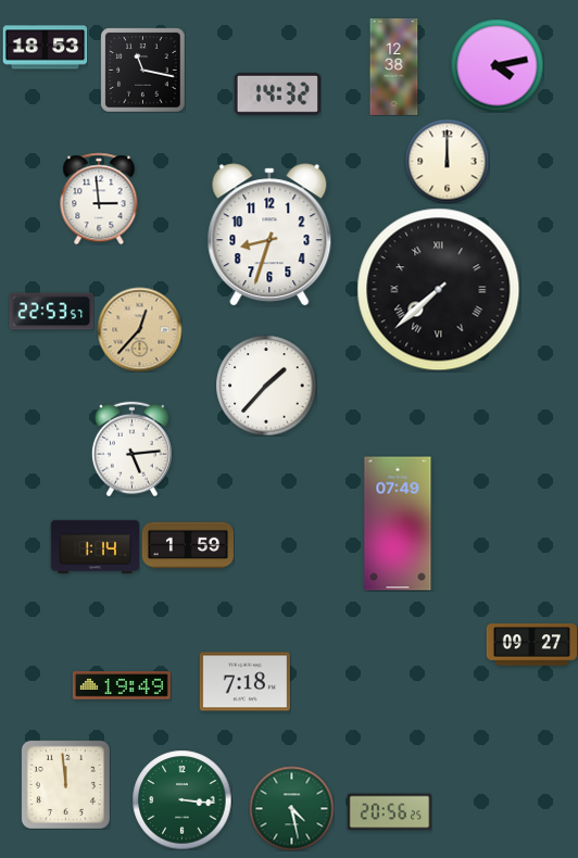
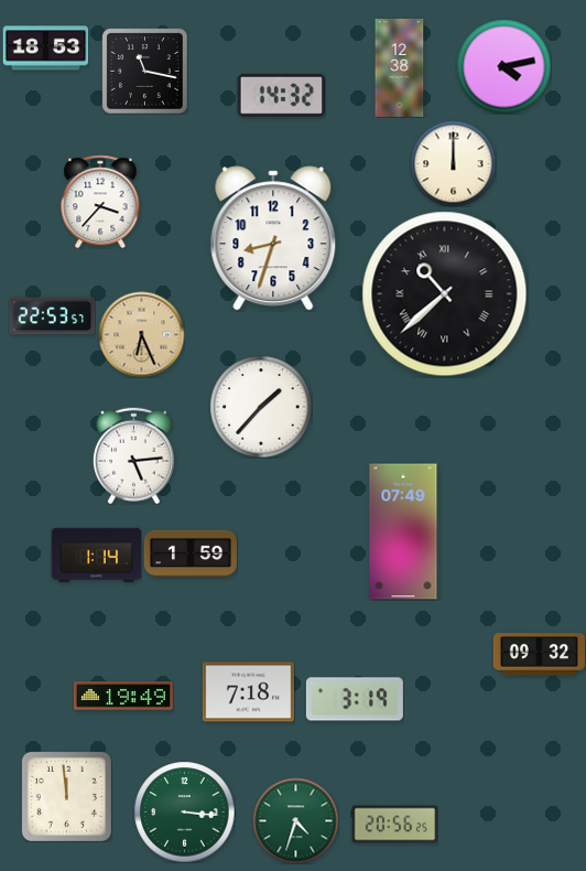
clock at (99, 199): 2:59 -> 3:37
clock at (439, 290): 7:38 -> 10:38
clock at (139, 329): 12:37 -> 6:26
clock at (266, 386) position: (266, 386) -> (261, 407)
clock at (531, 645): 09:27 -> 09:32
clock at (355, 699): none -> 3:19
clock at (291, 808): 4:28 -> 4:33
